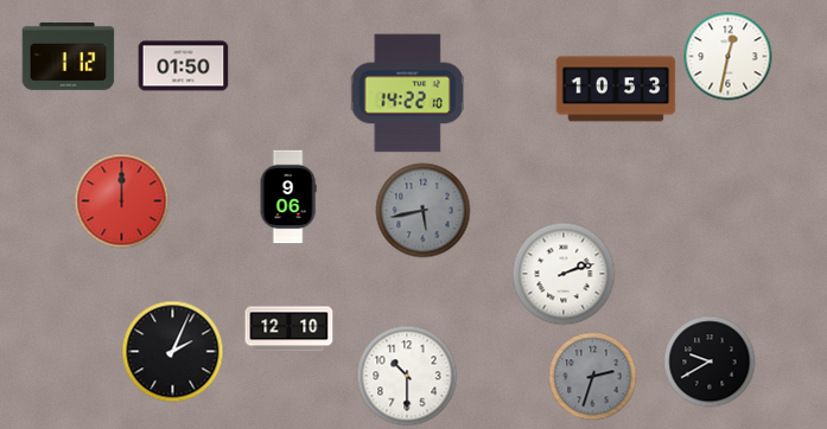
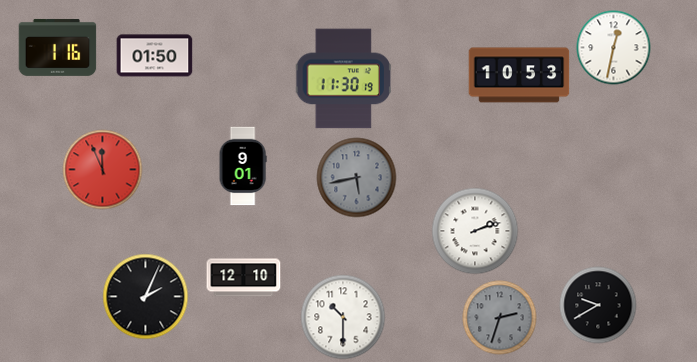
clock at (69, 56): 1:12 -> 1:16
clock at (407, 94): 14:22 -> 11:30
clock at (288, 197): 9:06 -> 9:01
clock at (122, 201): 12:00 -> 11:56
